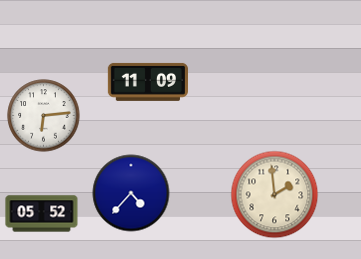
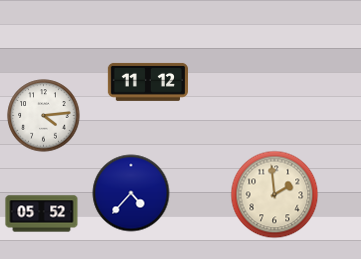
clock at (147, 82): 11:09 -> 11:12
clock at (44, 116): 6:14 -> 4:14
